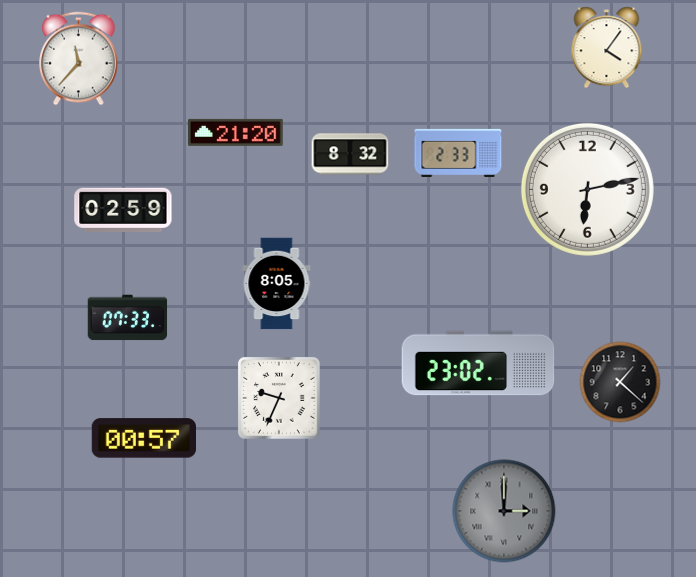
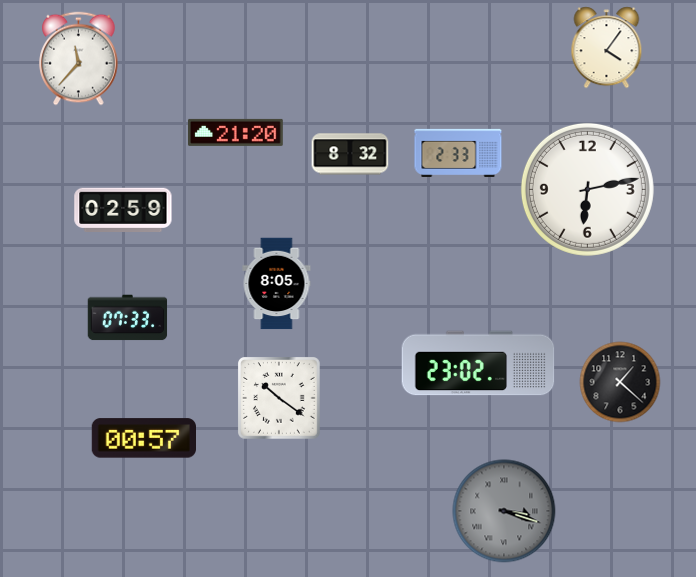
clock at (280, 399): 9:34 -> 10:21
clock at (504, 511): 3:00 -> 3:18
